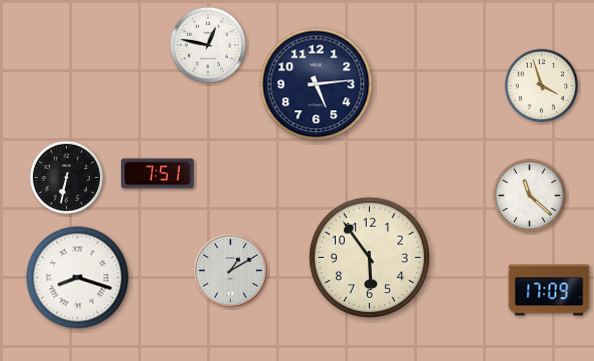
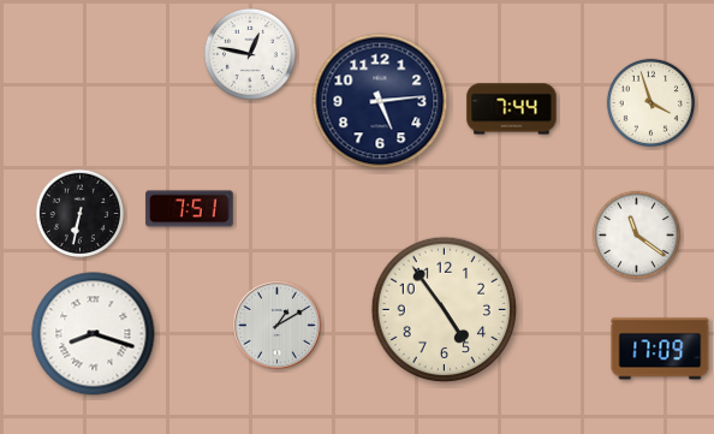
clock at (512, 109): none -> 7:44
clock at (529, 195): 11:22 -> 11:21
clock at (370, 258): 5:54 -> 4:54
